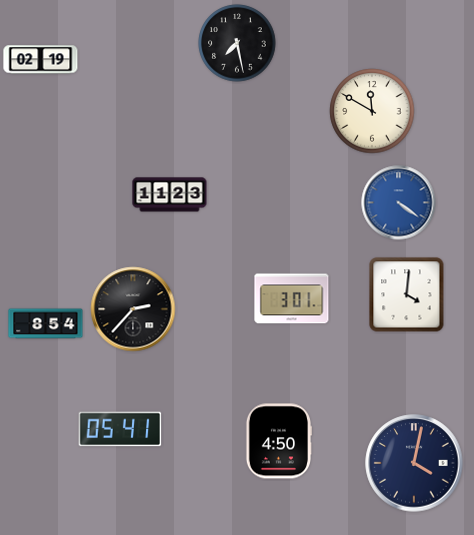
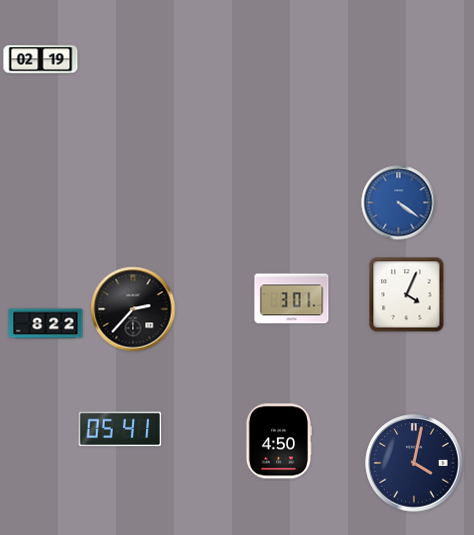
clock at (237, 43): 7:28 -> none
clock at (372, 111): 11:50 -> none
clock at (170, 195): 11:23 -> none
clock at (407, 295): 4:01 -> 4:04
clock at (46, 324): 8:54 -> 8:22
